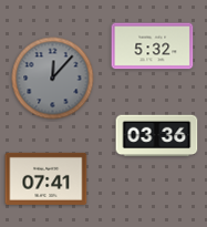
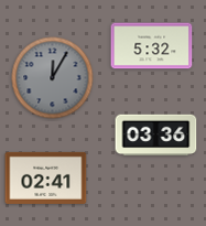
clock at (53, 79): 12:07 -> 12:05
clock at (46, 178): 07:41 -> 02:41
